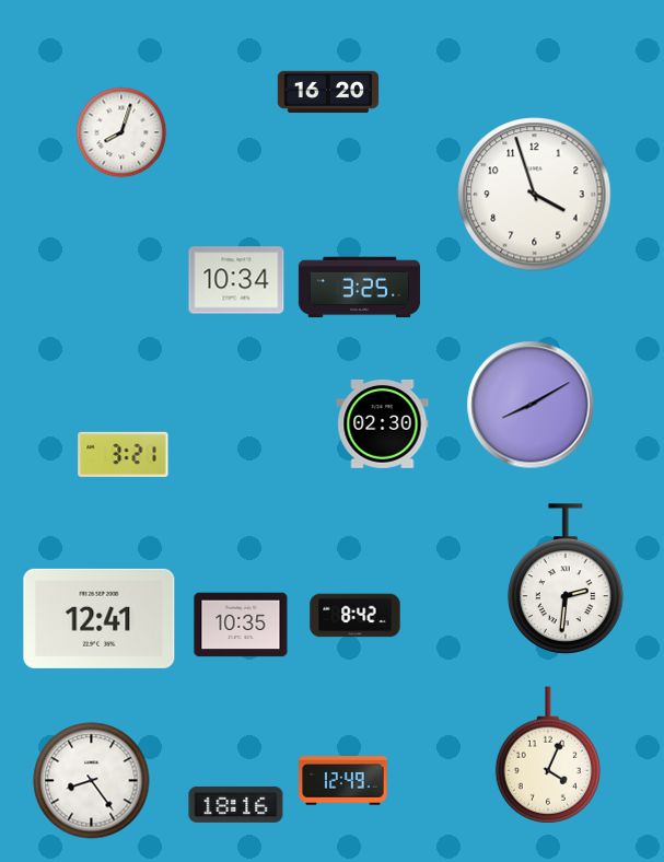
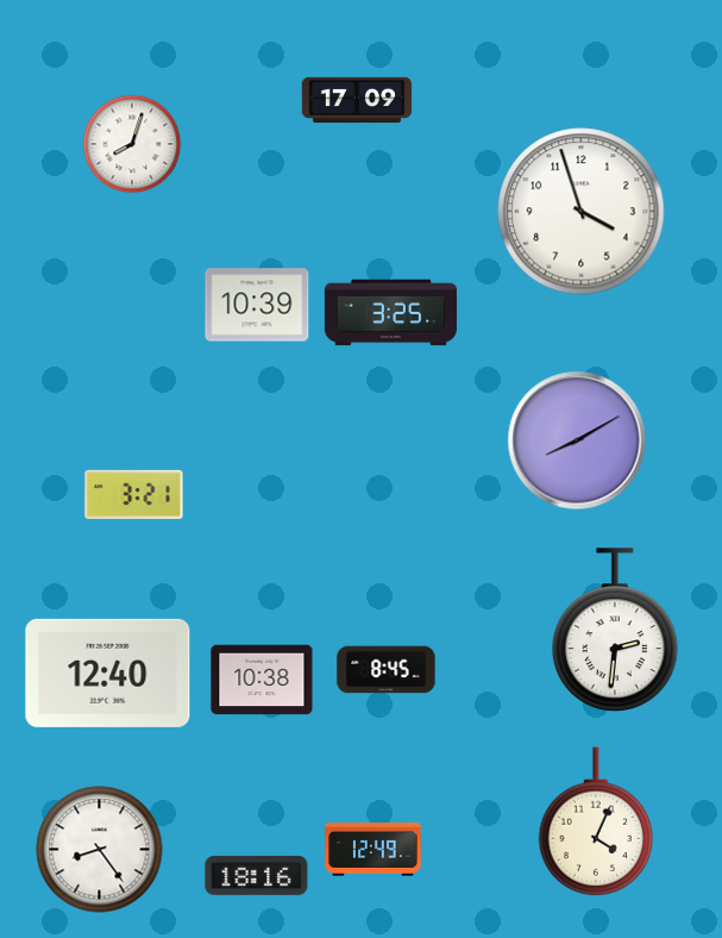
clock at (328, 92): 16:20 -> 17:09
clock at (236, 280): 10:34 -> 10:39
clock at (383, 424): 02:30 -> none
clock at (356, 616): 8:42 -> 8:45
clock at (100, 618): 12:41 -> 12:40
clock at (241, 625): 10:35 -> 10:38
